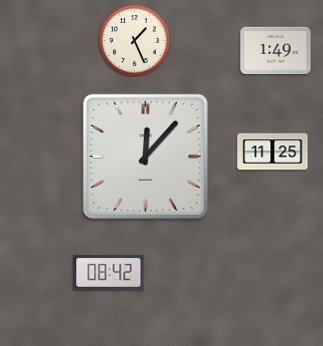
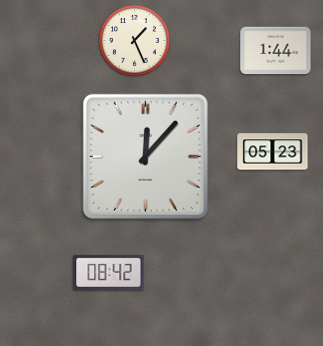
clock at (276, 51): 1:49 -> 1:44
clock at (273, 152): 11:25 -> 05:23
